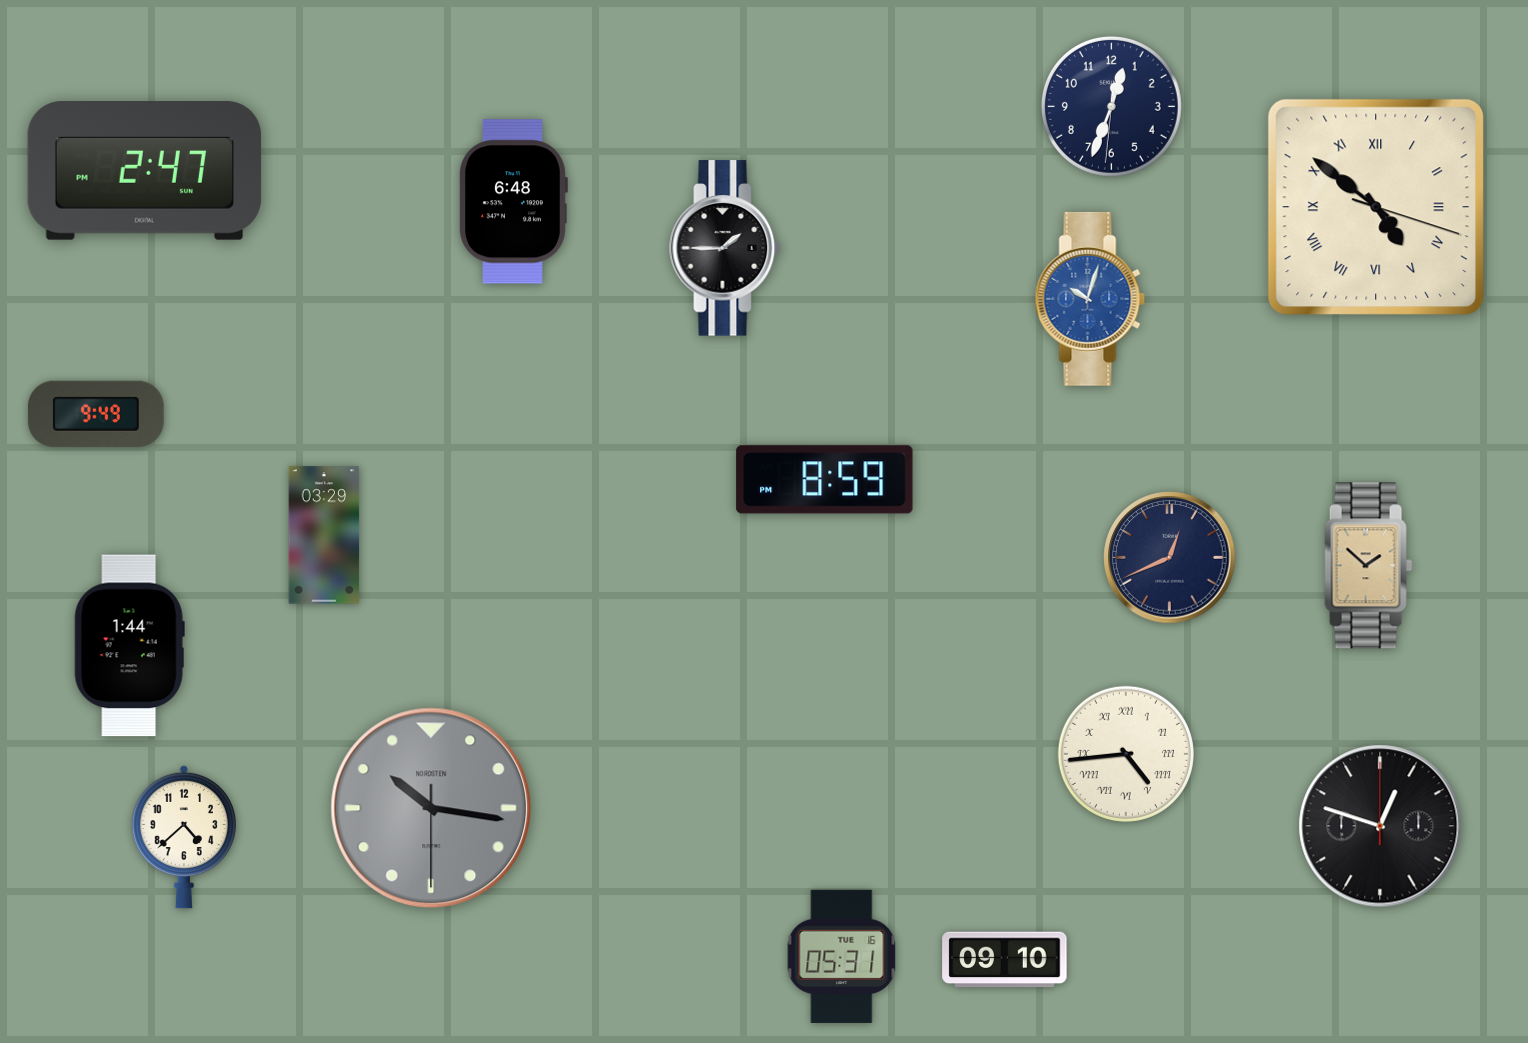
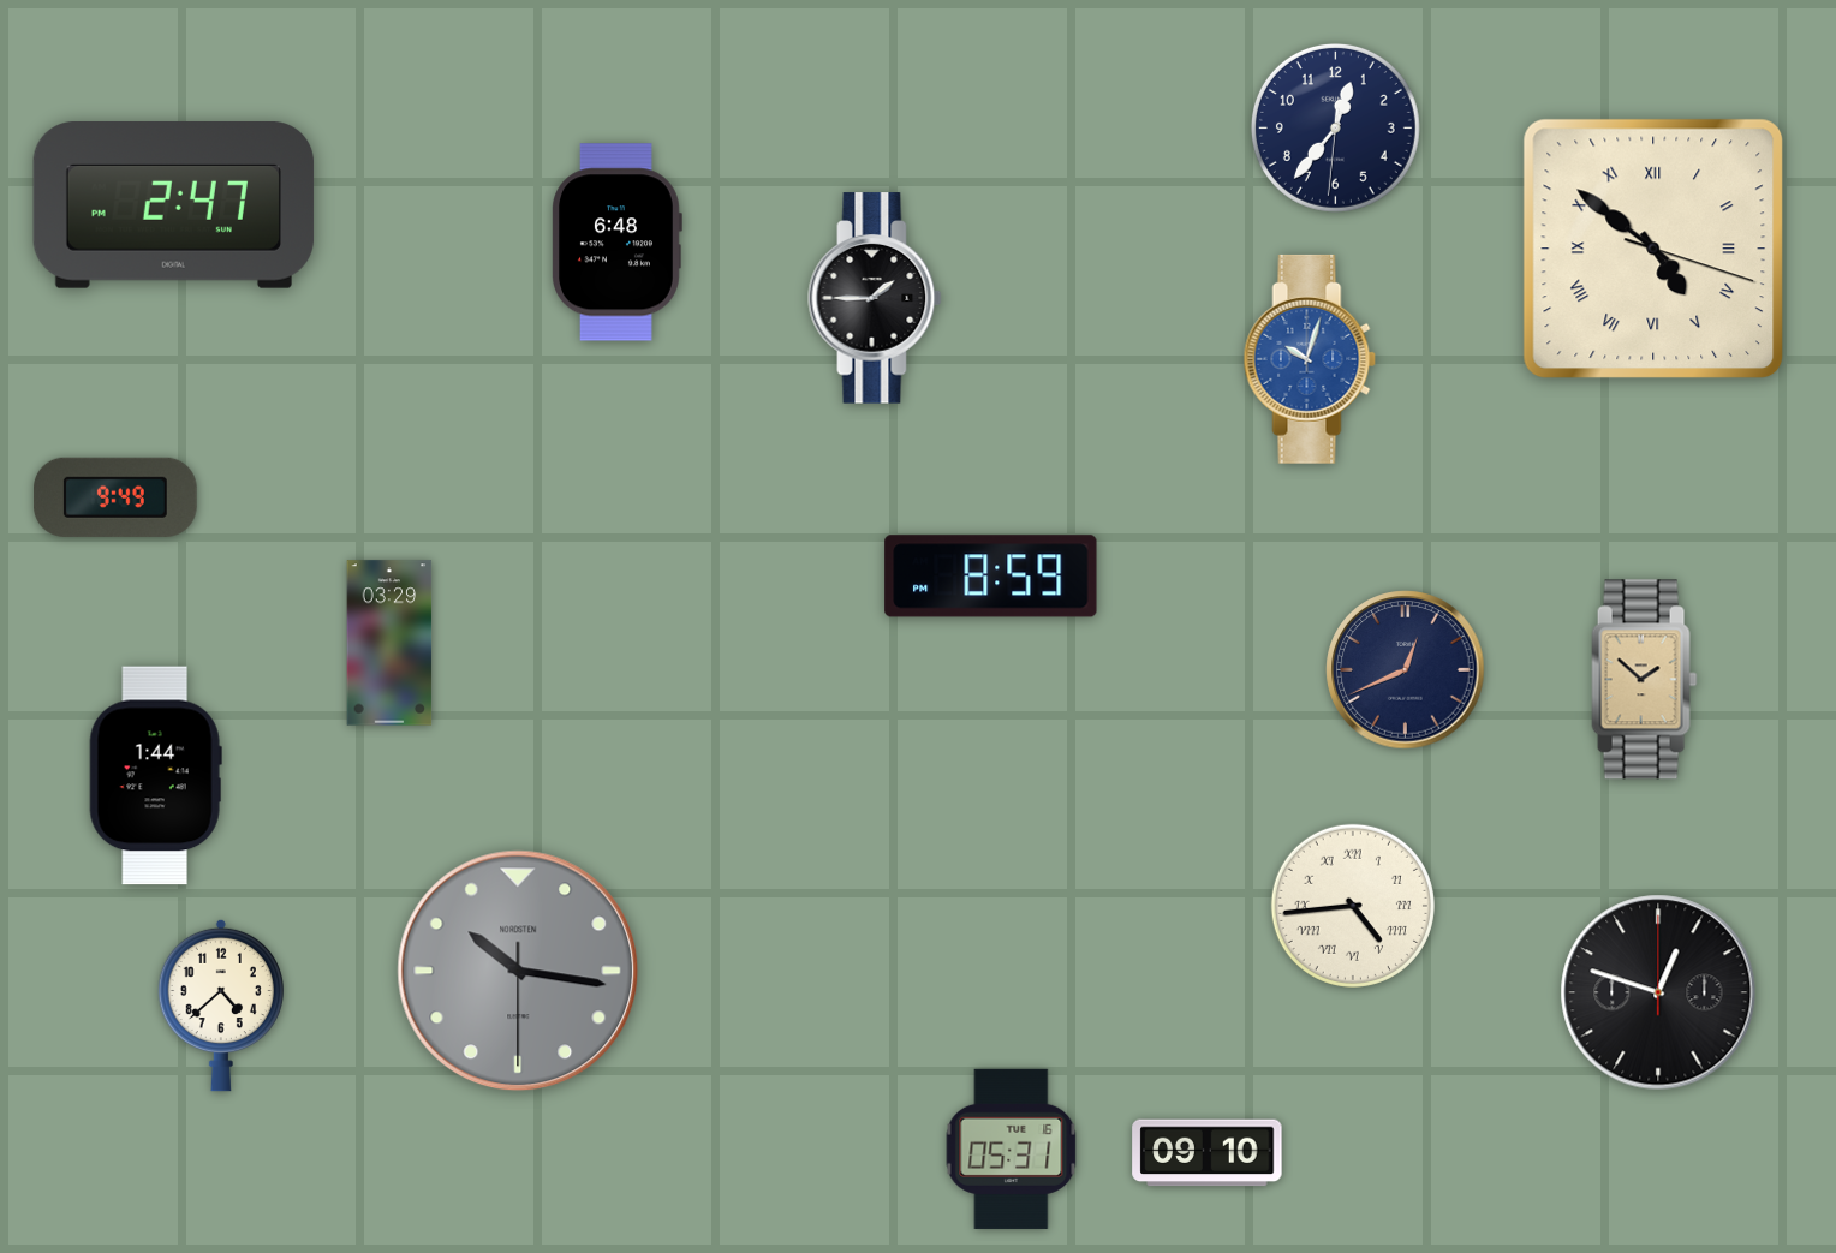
clock at (1111, 106): 12:33 -> 12:36
clock at (725, 248) position: (725, 248) -> (875, 298)
